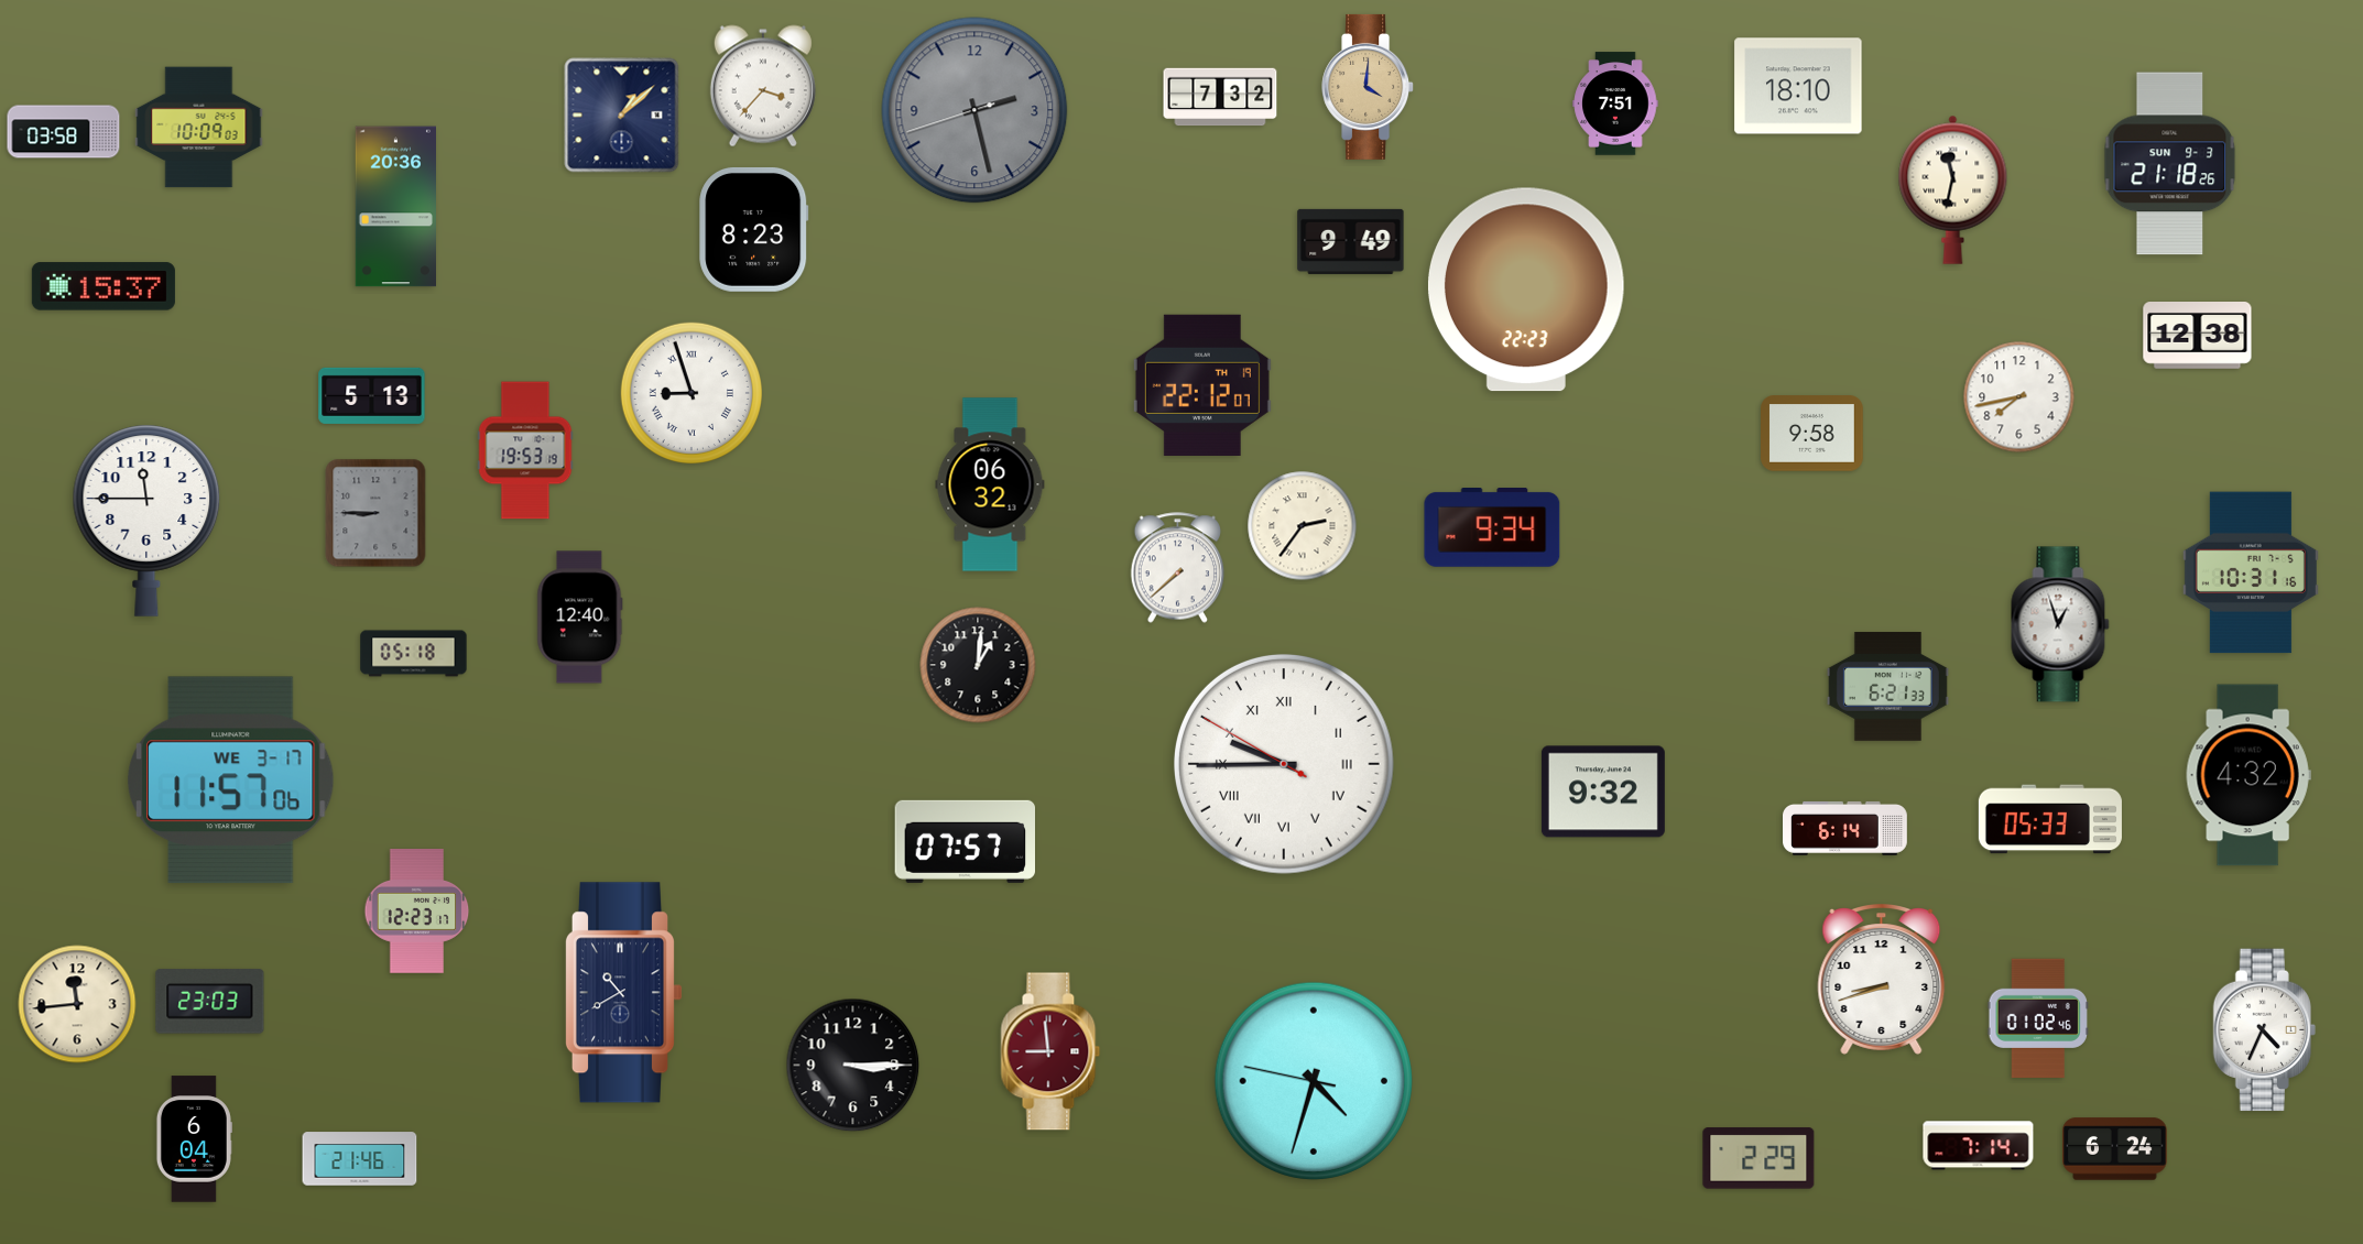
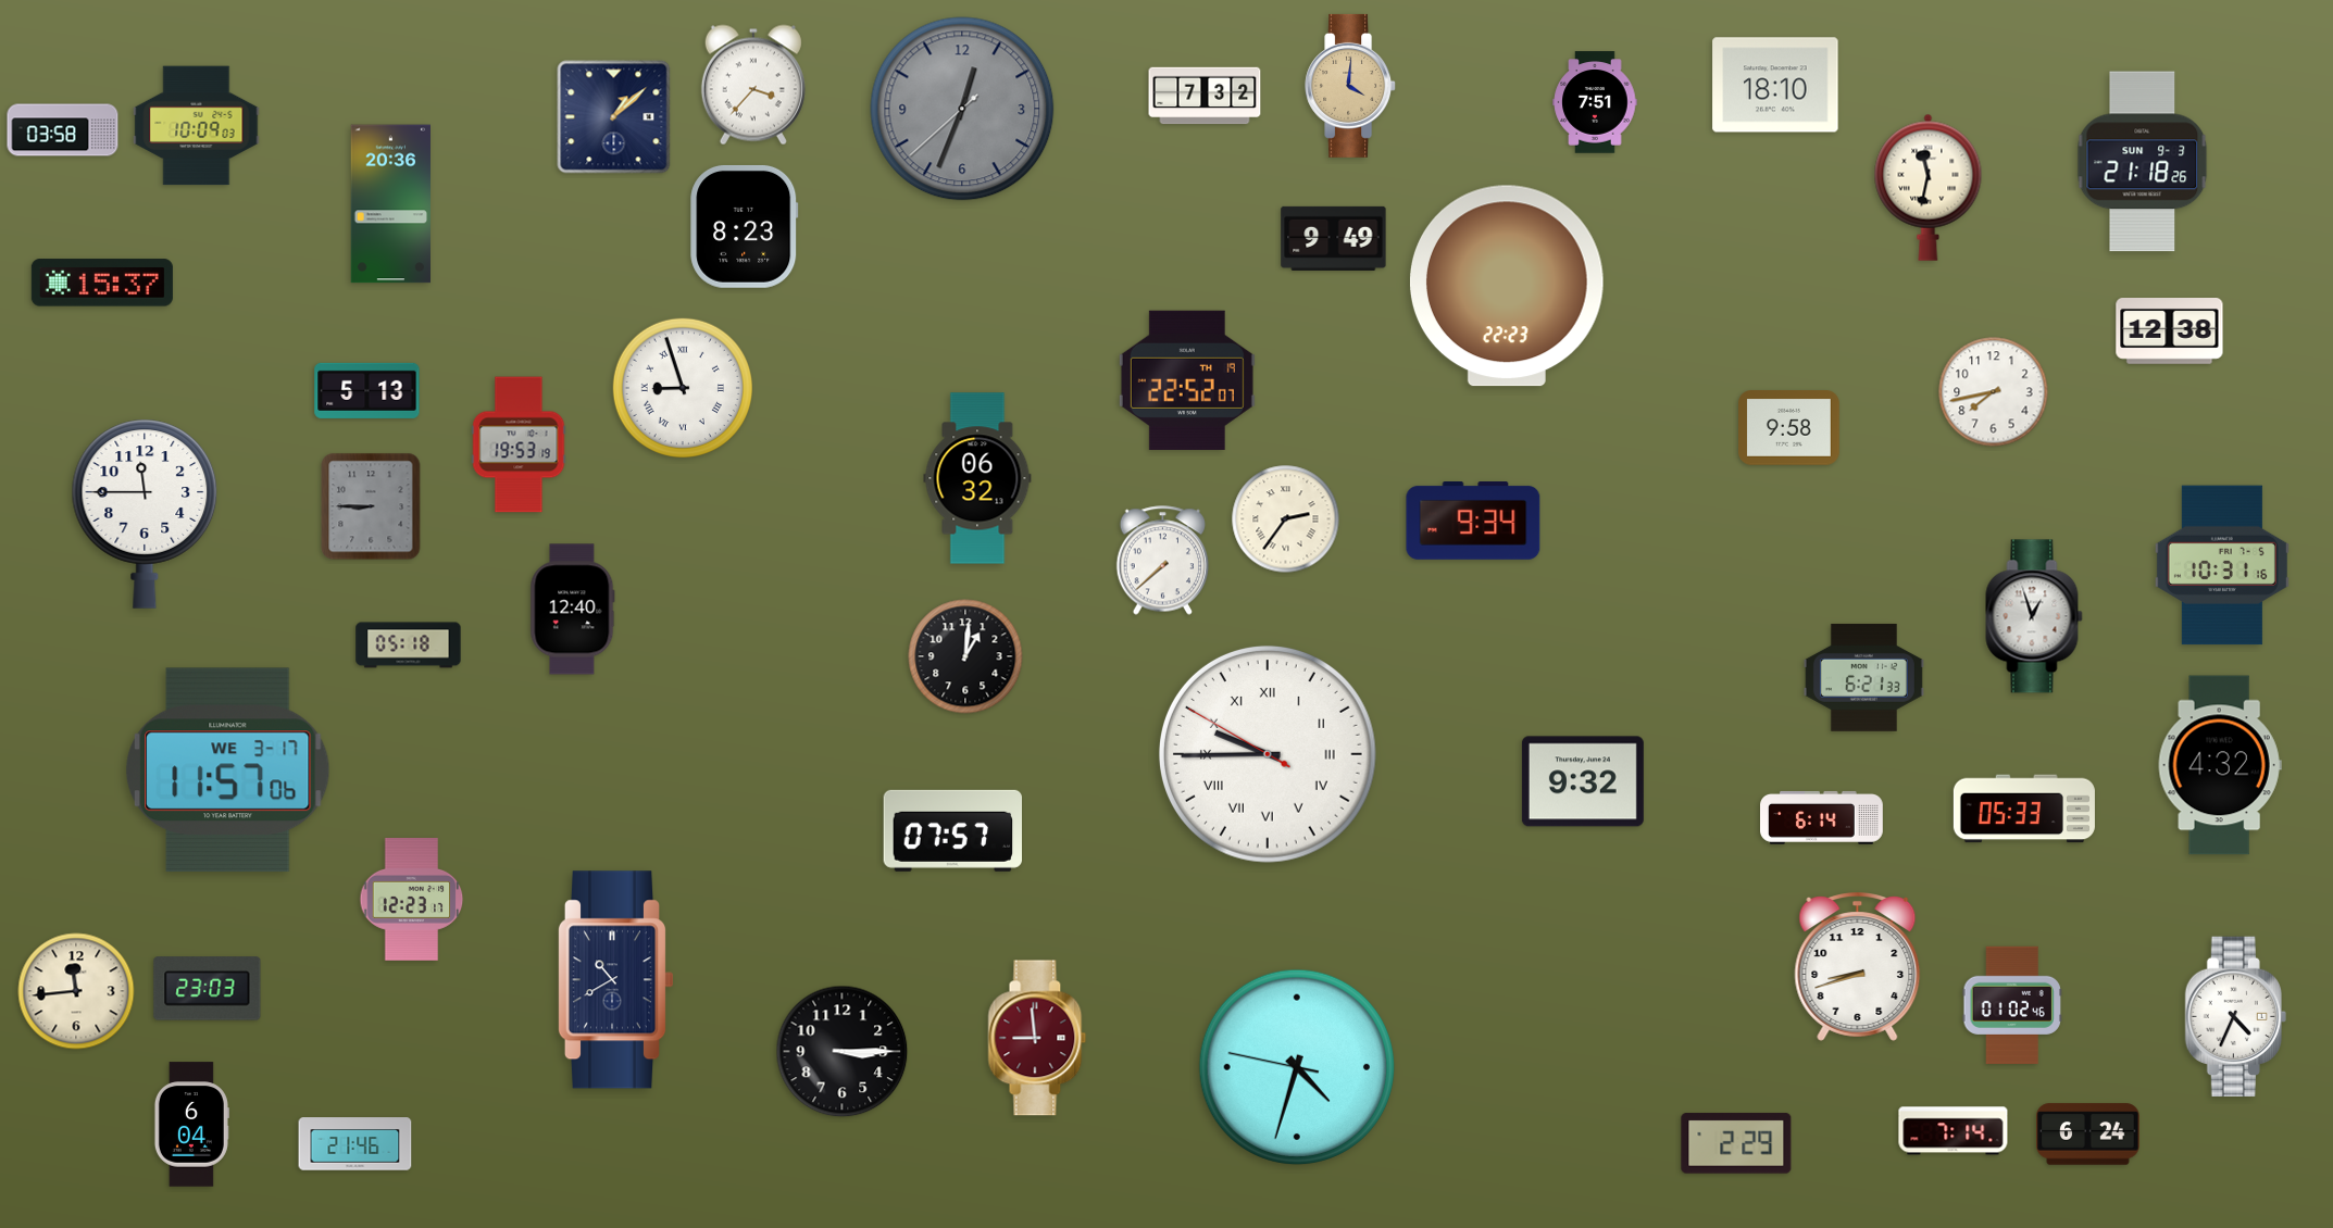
clock at (974, 110): 2:27 -> 12:33
clock at (622, 116) position: (622, 116) -> (614, 117)
clock at (1202, 385): 22:12 -> 22:52
